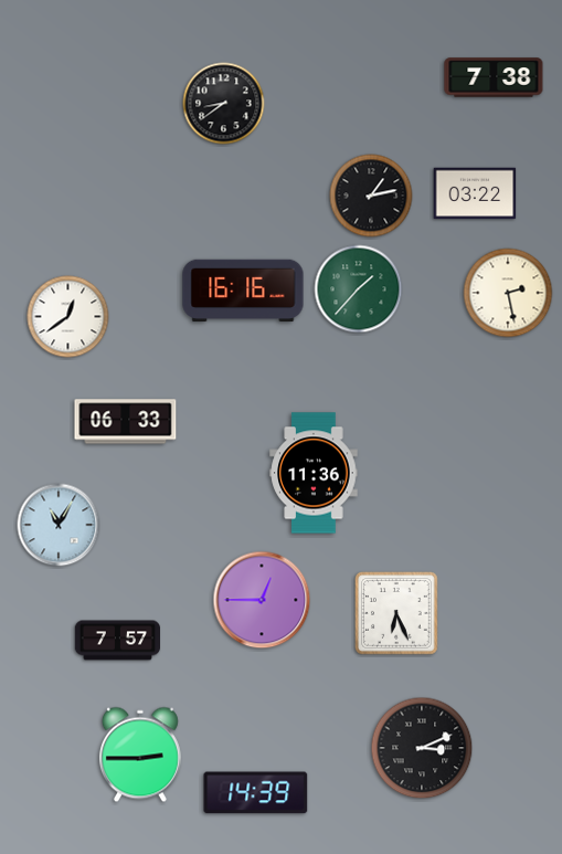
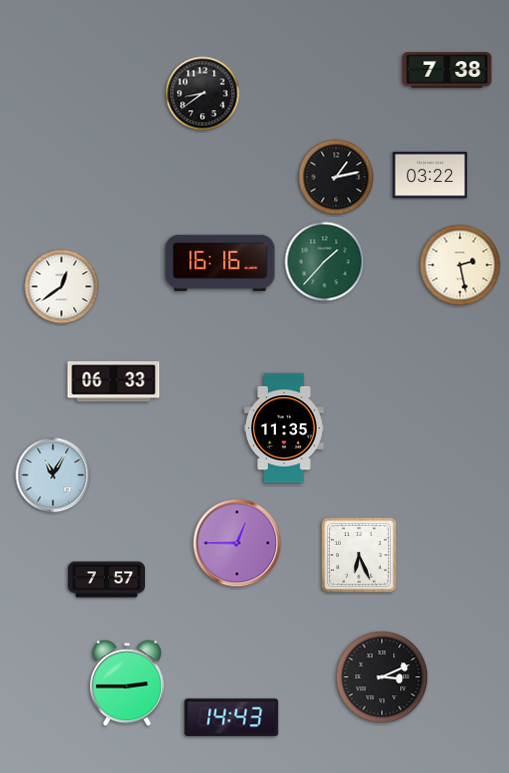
clock at (314, 473): 11:36 -> 11:35
clock at (256, 793): 14:39 -> 14:43
